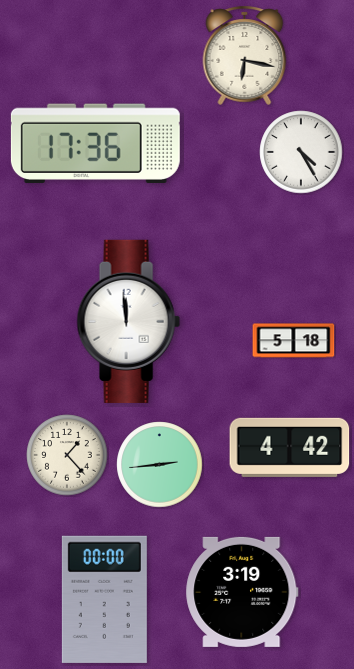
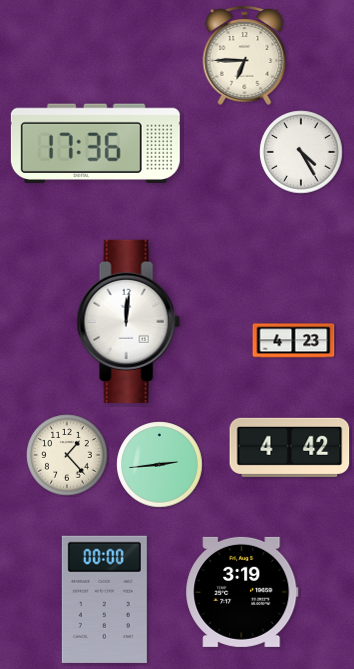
clock at (245, 55): 6:17 -> 6:45
clock at (128, 321): 11:59 -> 12:01
clock at (294, 341): 5:18 -> 4:23
